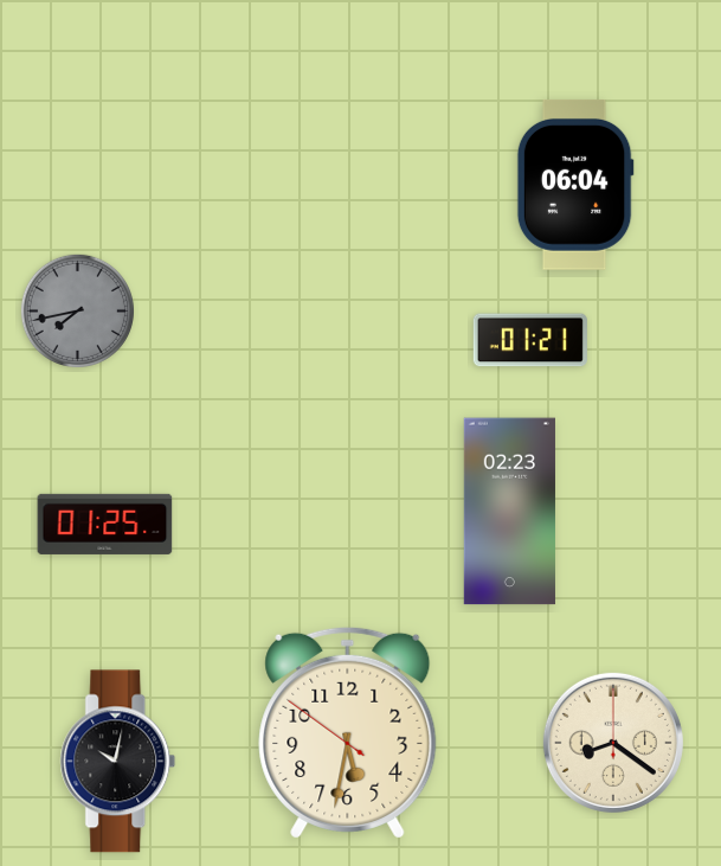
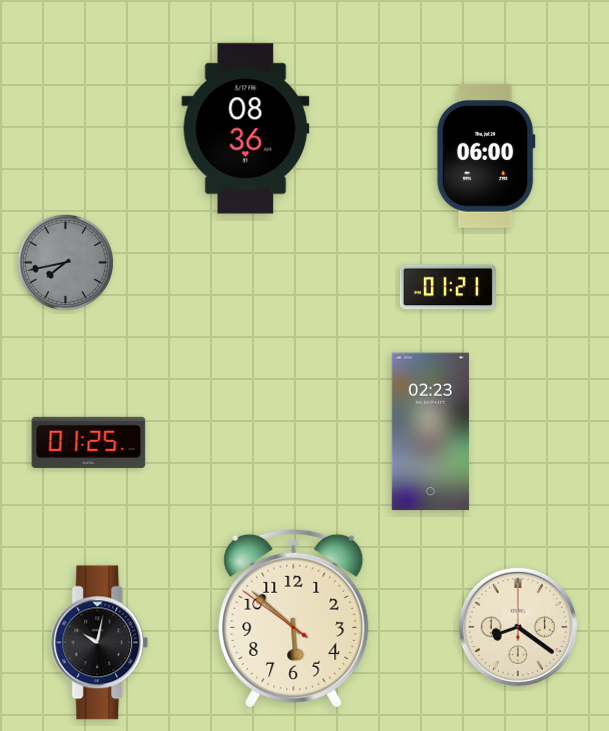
clock at (246, 129): none -> 08:36
clock at (575, 185): 06:04 -> 06:00
clock at (348, 732): 5:31 -> 5:51
